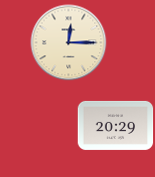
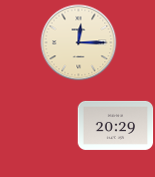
clock at (69, 43) position: (69, 43) -> (79, 43)
